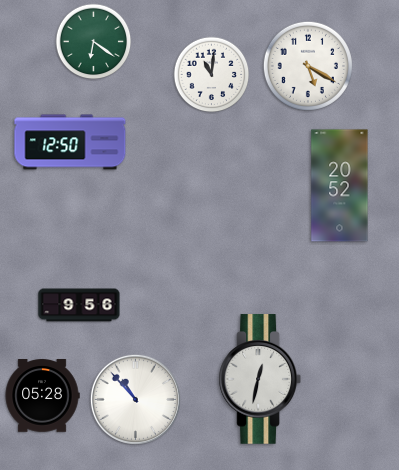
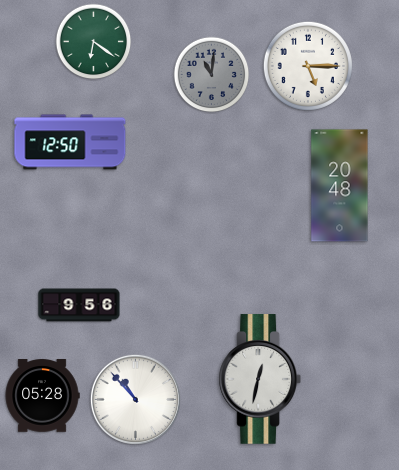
clock at (308, 66): 5:20 -> 5:15
clock at (212, 75) dial: white -> grey
clock at (340, 186): 20:52 -> 20:48
